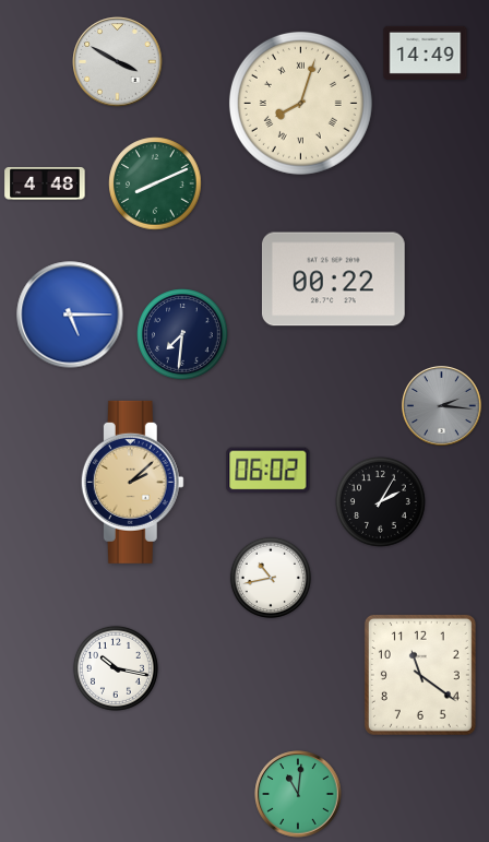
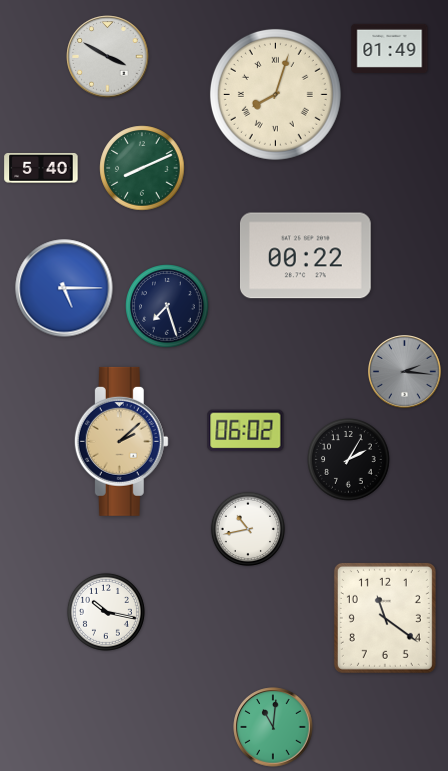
clock at (426, 52): 14:49 -> 01:49
clock at (45, 183): 4:48 -> 5:40
clock at (182, 334): 7:31 -> 7:27
